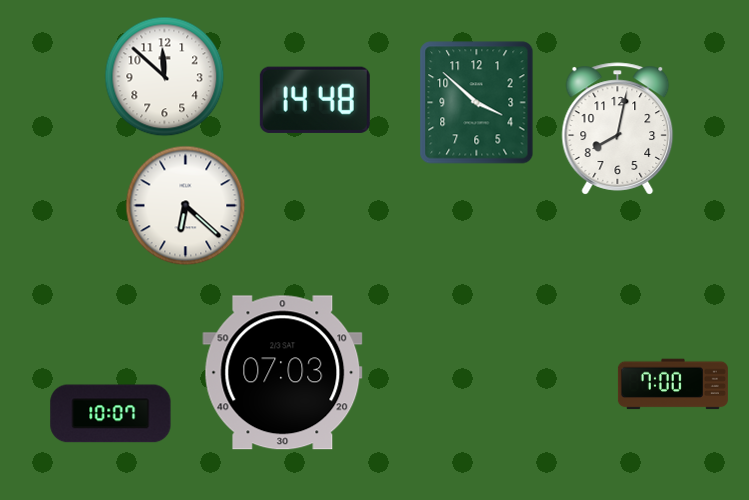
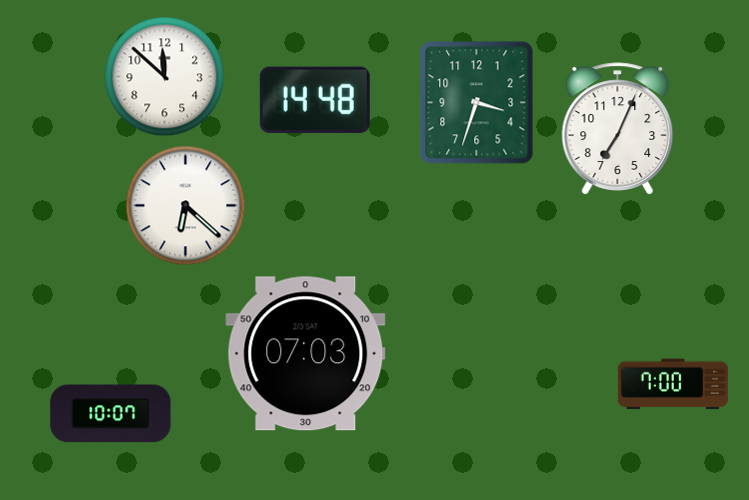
clock at (477, 103): 3:52 -> 3:33
clock at (618, 129): 8:02 -> 7:04
clock at (283, 373) position: (283, 373) -> (306, 354)
